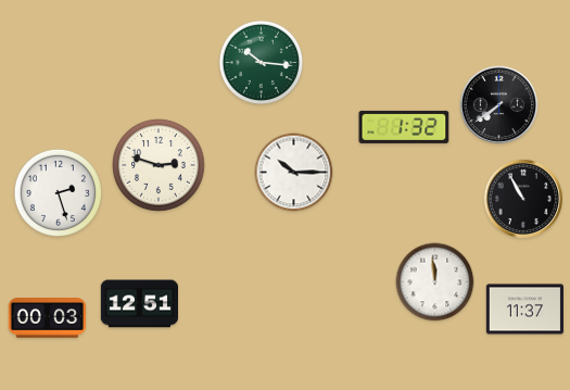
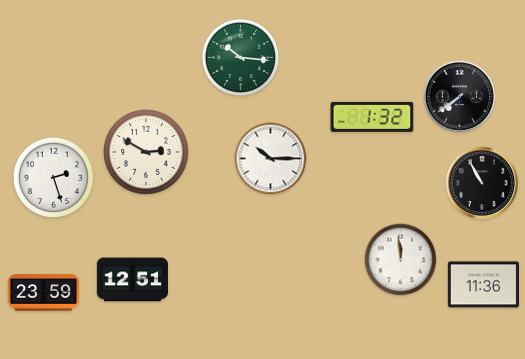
clock at (159, 165): 2:48 -> 2:50
clock at (139, 304) position: (139, 304) -> (132, 280)
clock at (524, 310): 11:37 -> 11:36
clock at (47, 318): 00:03 -> 23:59
